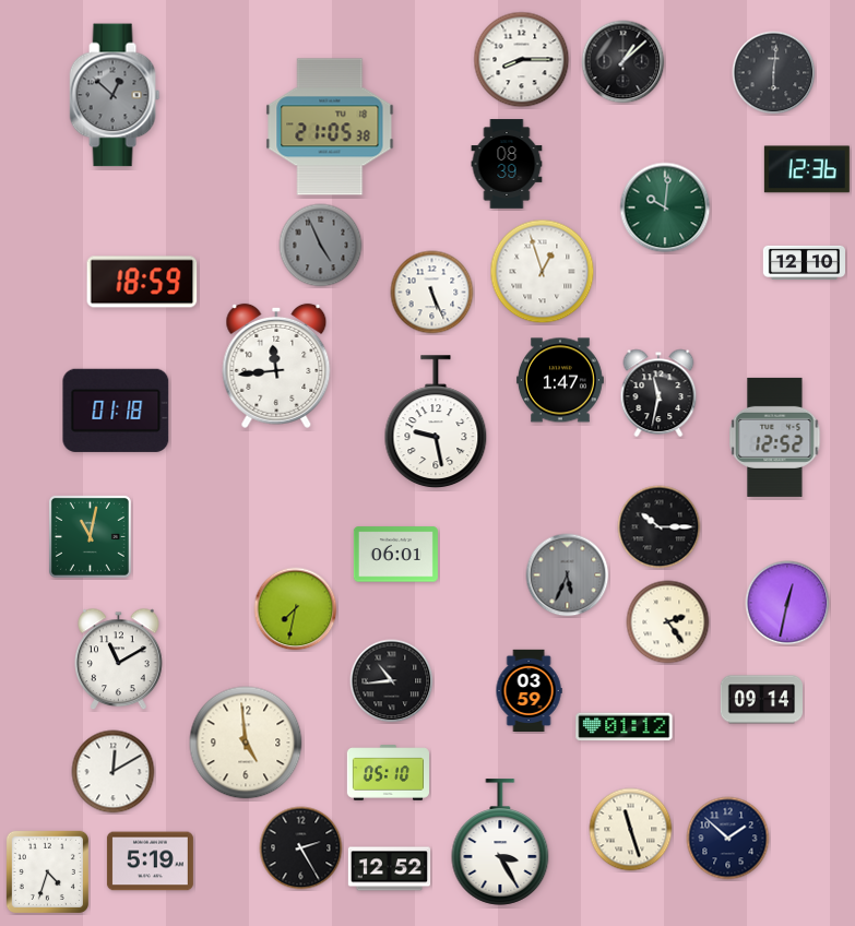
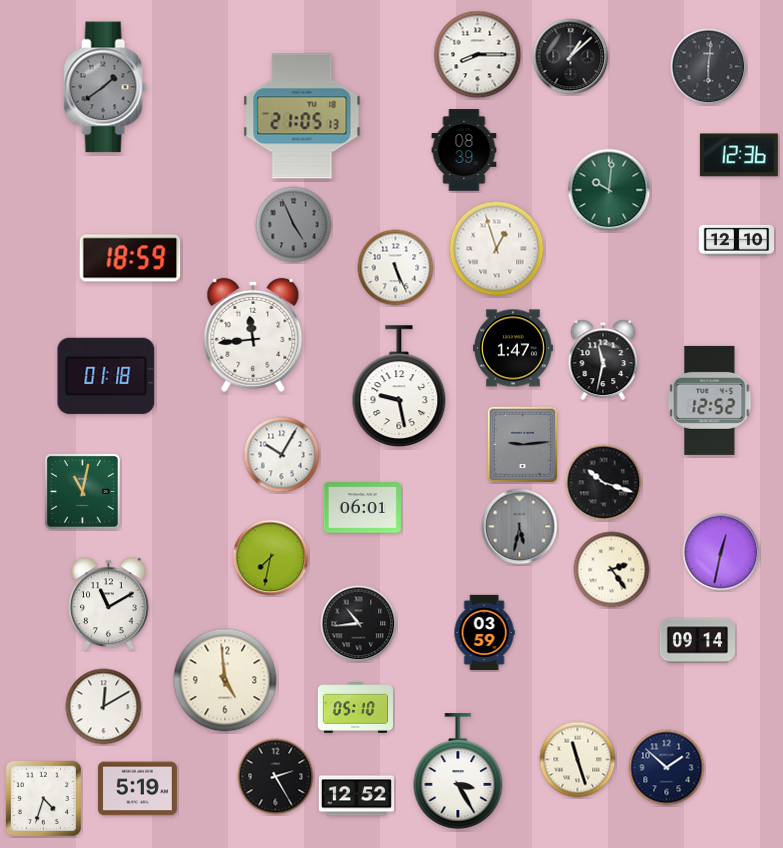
clock at (115, 95): 12:52 -> 1:39
clock at (330, 127): 21:05:38 -> 21:05:13
clock at (522, 444): none -> 9:14
clock at (282, 455): none -> 10:05
clock at (660, 527): 10:15 -> 10:18
clock at (568, 575): 5:34 -> 5:32
clock at (625, 727): 01:12 -> none
